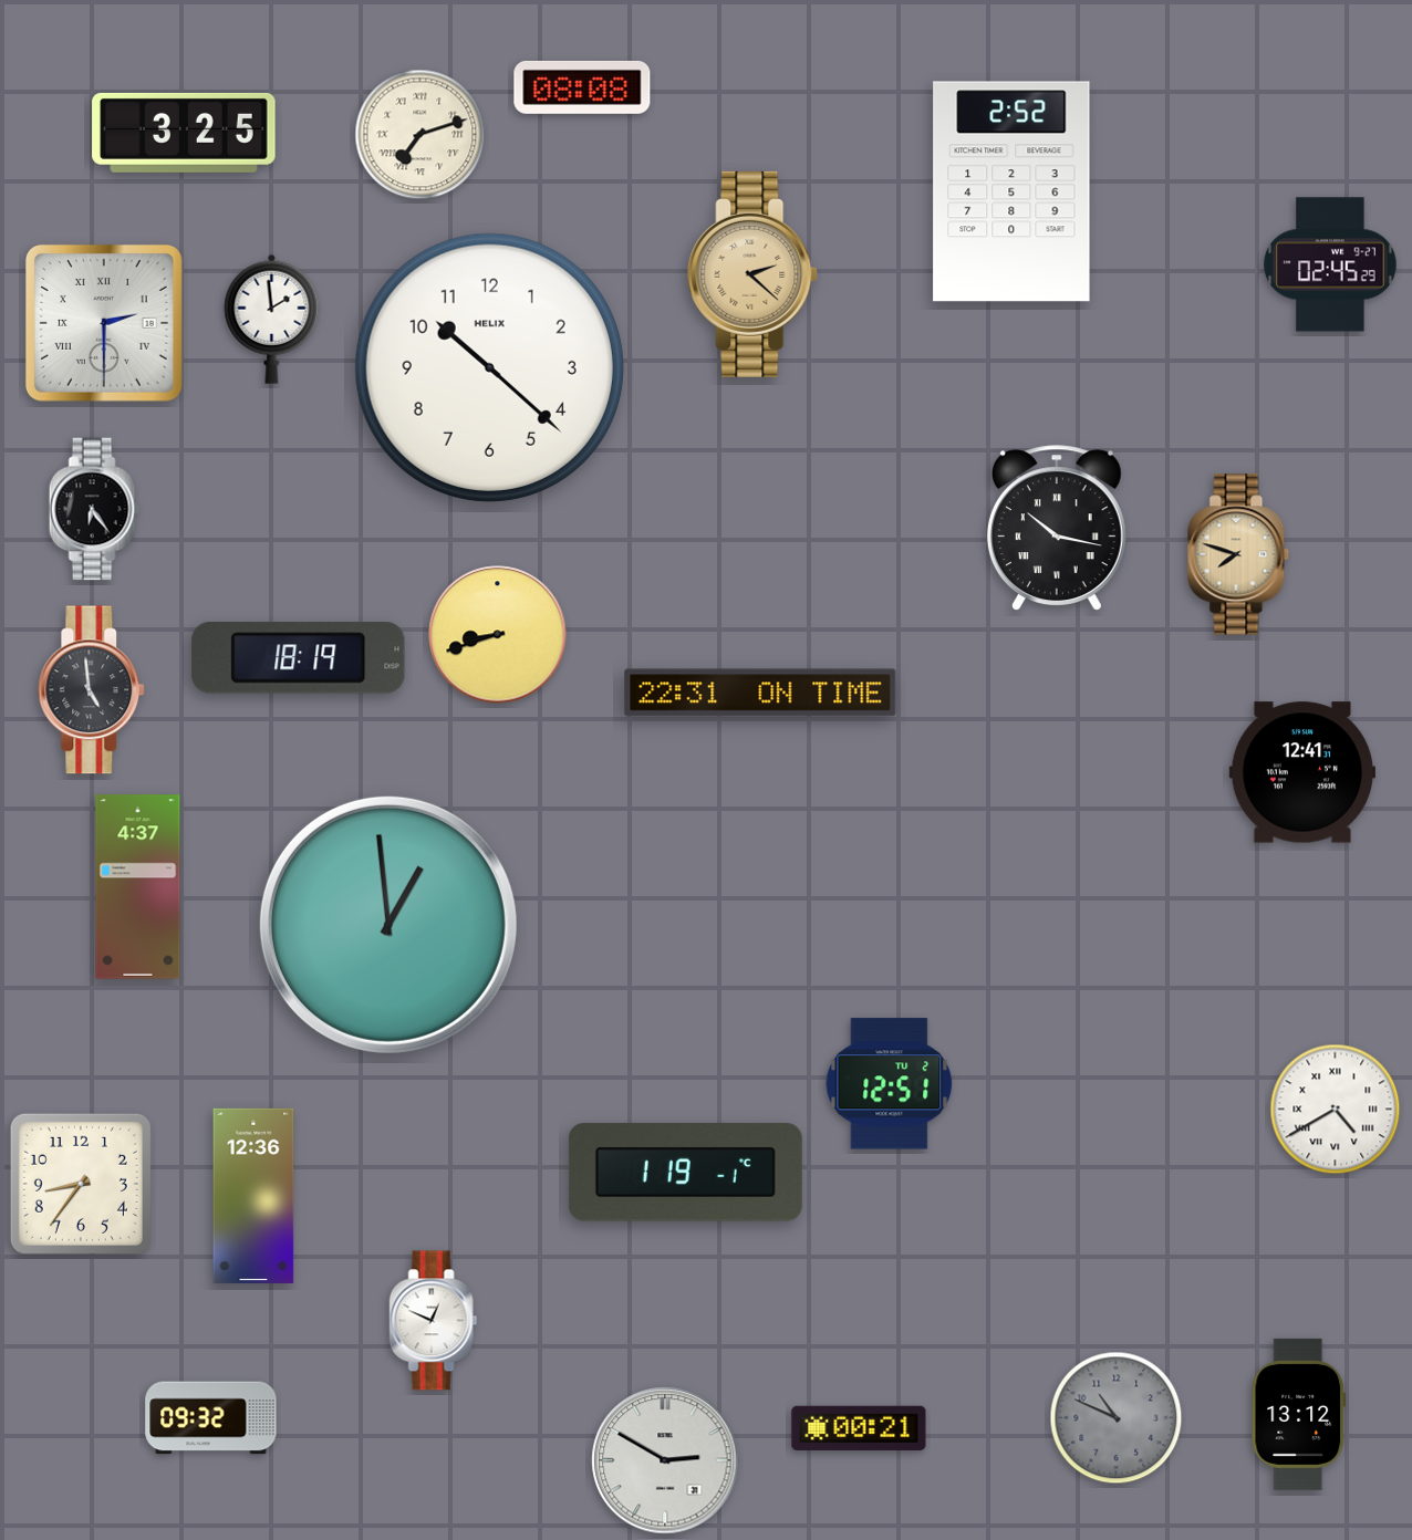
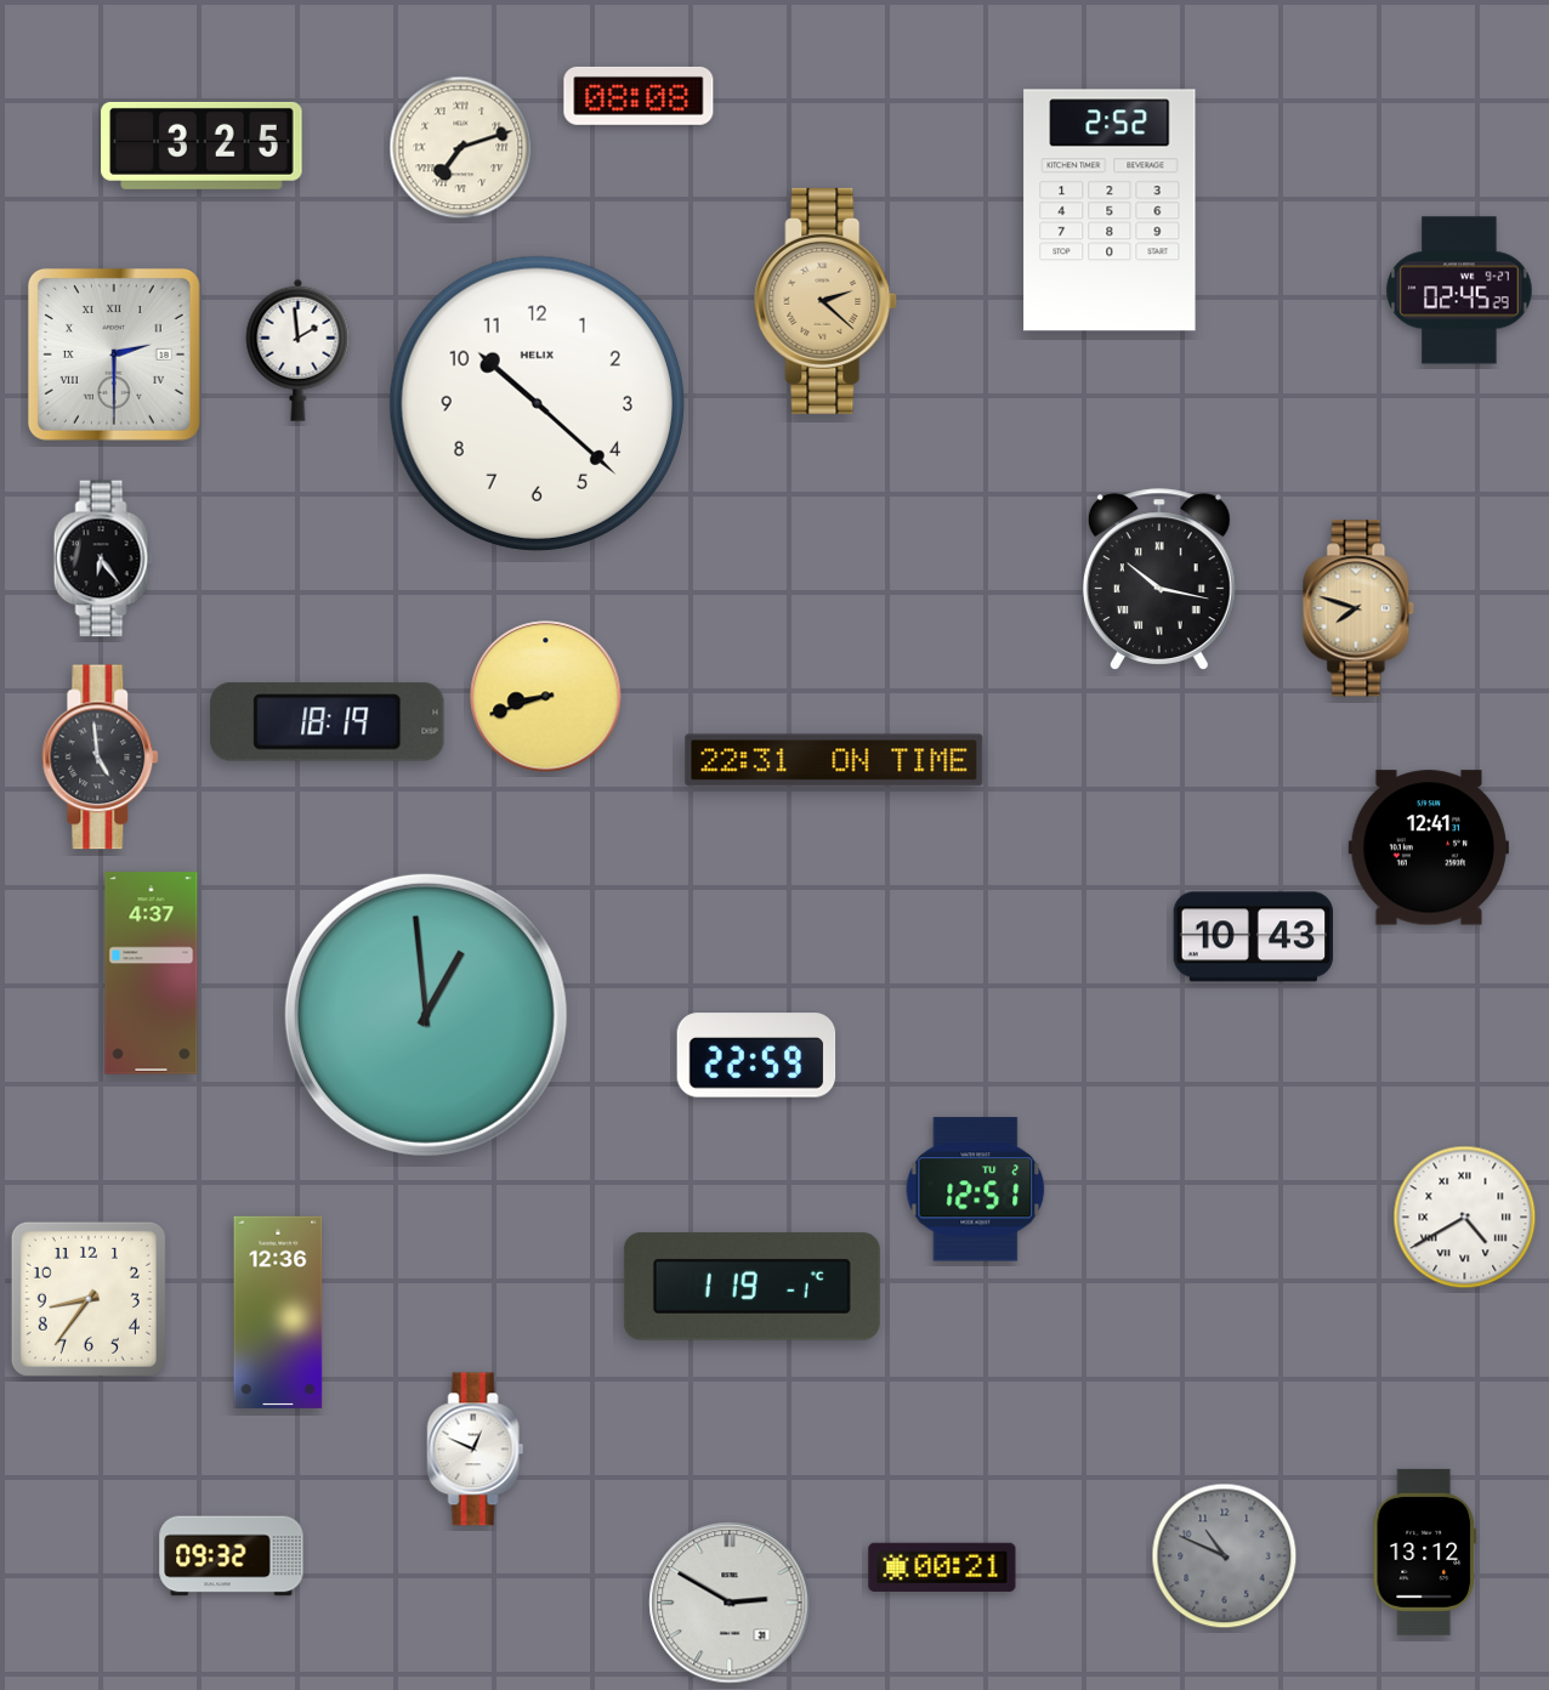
clock at (1254, 937): none -> 10:43
clock at (756, 1055): none -> 22:59
